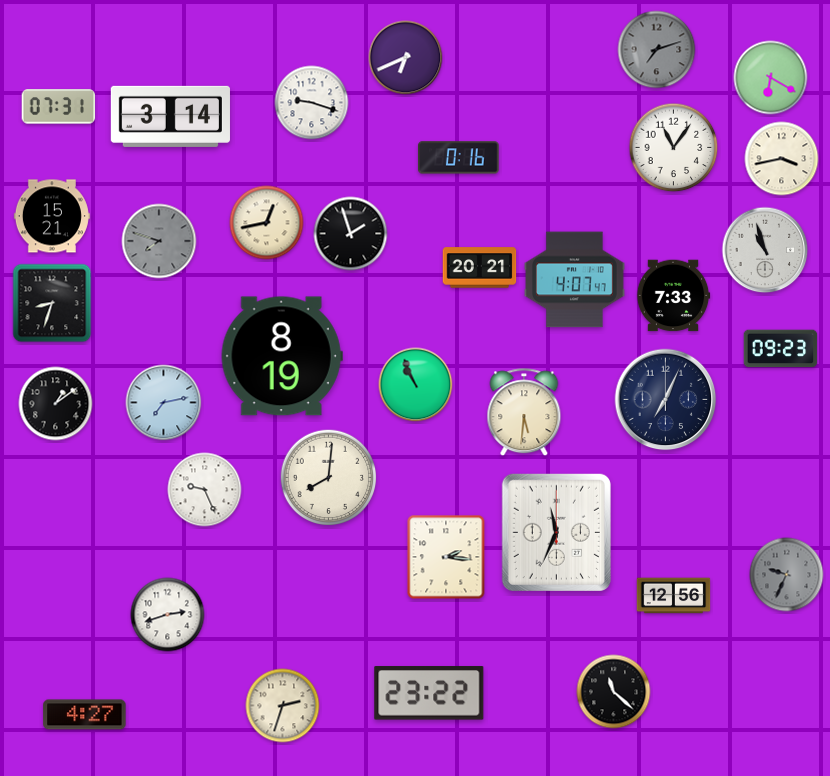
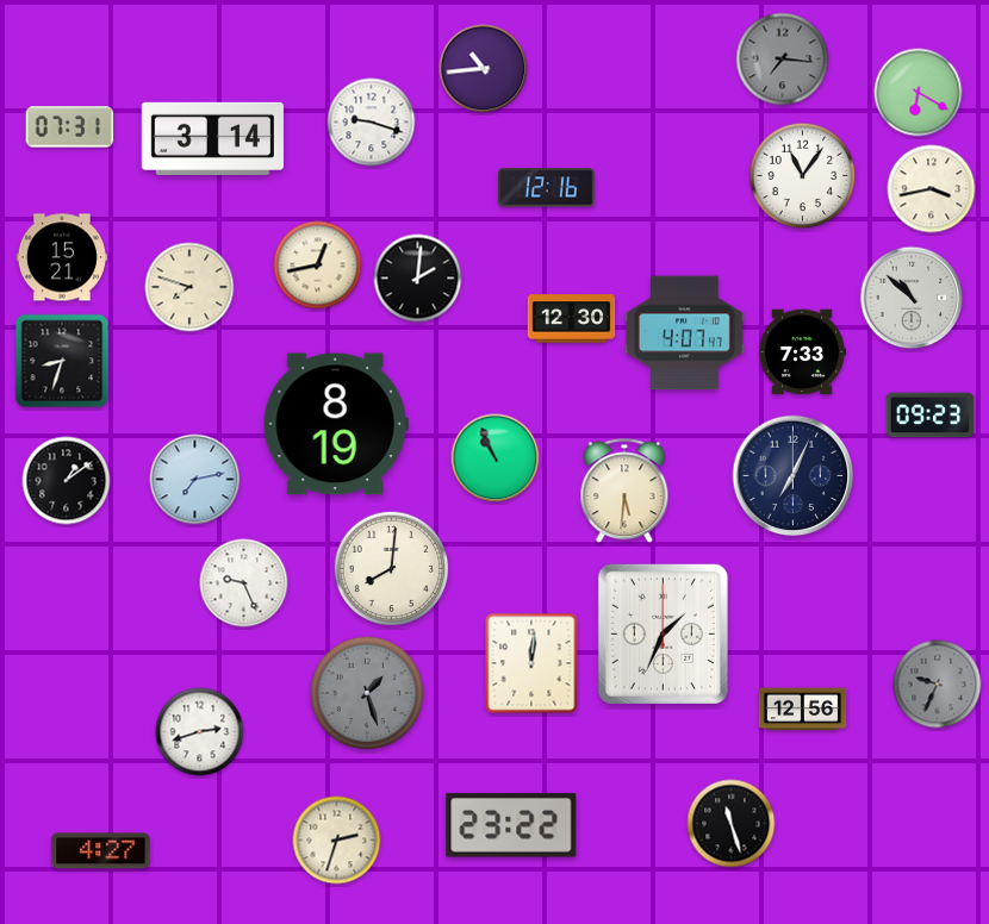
clock at (657, 50): 7:12 -> 7:16
clock at (406, 58): 6:41 -> 10:44
clock at (170, 116) position: (170, 116) -> (212, 138)
clock at (459, 158): 0:16 -> 12:16
clock at (351, 234): 1:57 -> 2:01
clock at (159, 241) dial: grey -> cream
clock at (765, 250): 10:57 -> 10:52
clock at (480, 268): 20:21 -> 12:30
clock at (556, 532): 11:34 -> 1:34
clock at (446, 557): 2:16 -> 12:01
clock at (367, 693): none -> 1:27
clock at (614, 692): 11:22 -> 11:27
